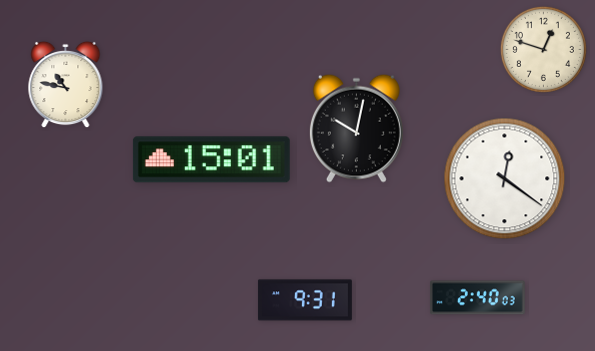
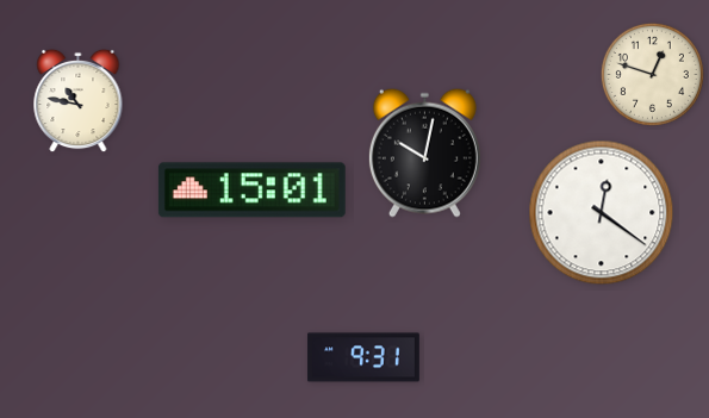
clock at (543, 49) position: (543, 49) -> (652, 74)
clock at (477, 298): 2:40 -> none
